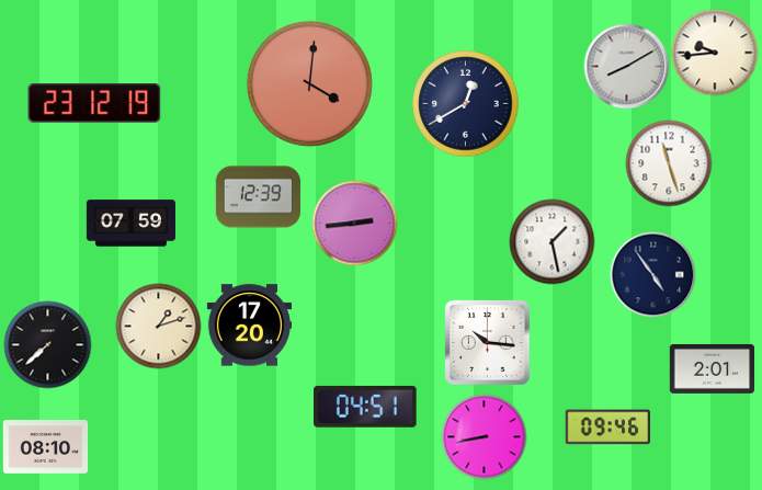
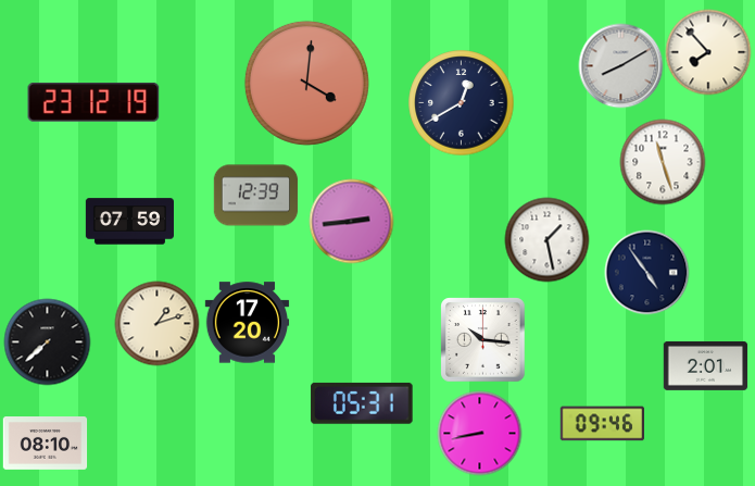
clock at (715, 53): 9:44 -> 7:53
clock at (365, 407): 04:51 -> 05:31
